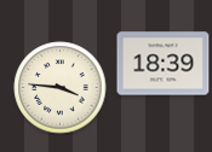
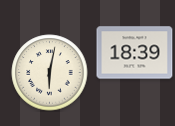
clock at (61, 88): 3:46 -> 6:02
